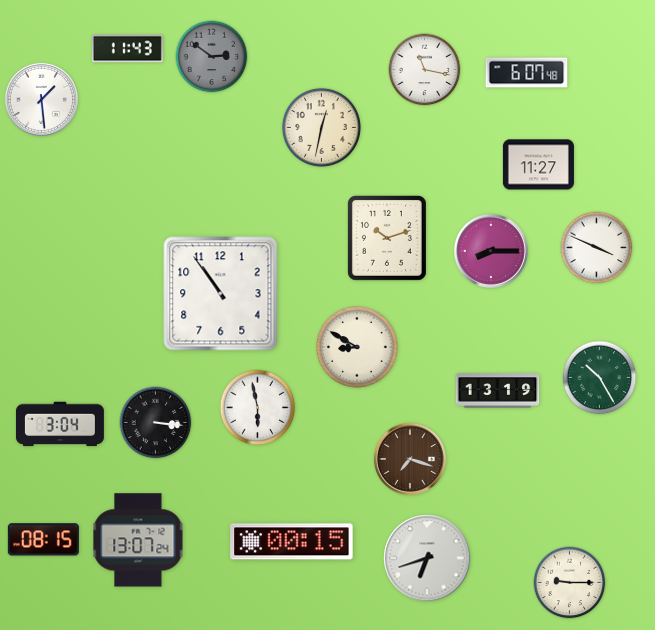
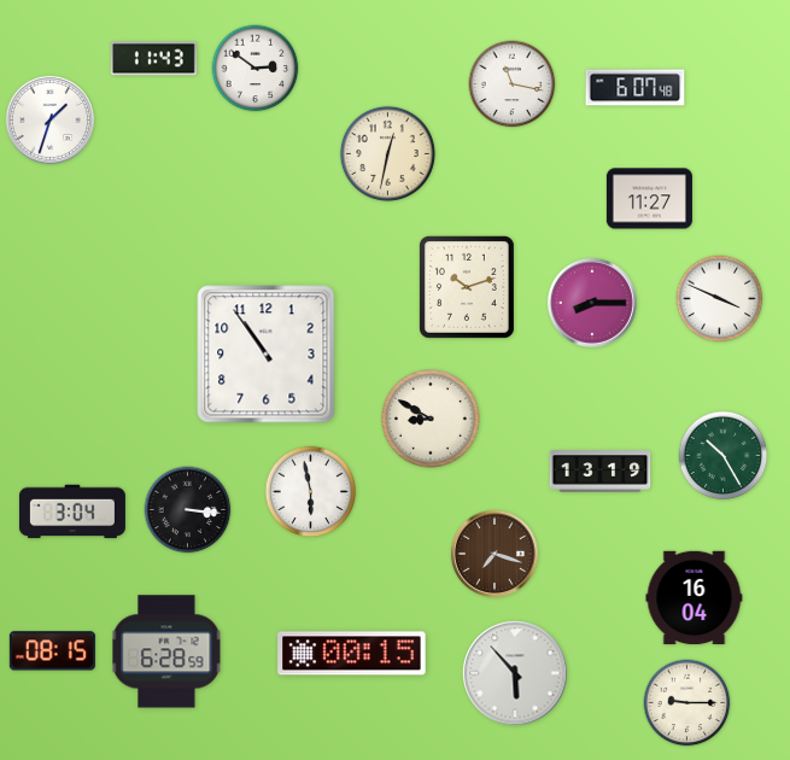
clock at (212, 57) dial: grey -> white
clock at (41, 99): 1:29 -> 1:33
clock at (695, 598): none -> 16:04
clock at (138, 540): 13:07 -> 6:28
clock at (427, 558): 6:42 -> 5:53
